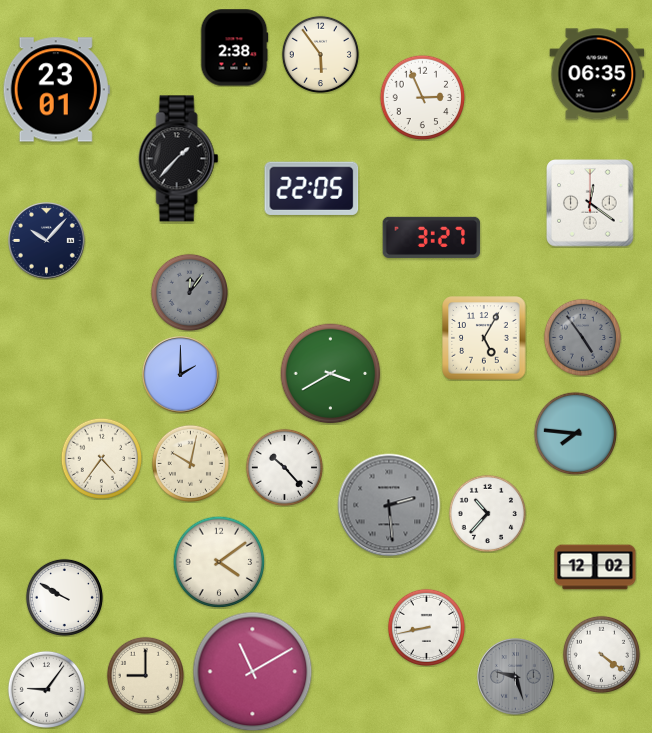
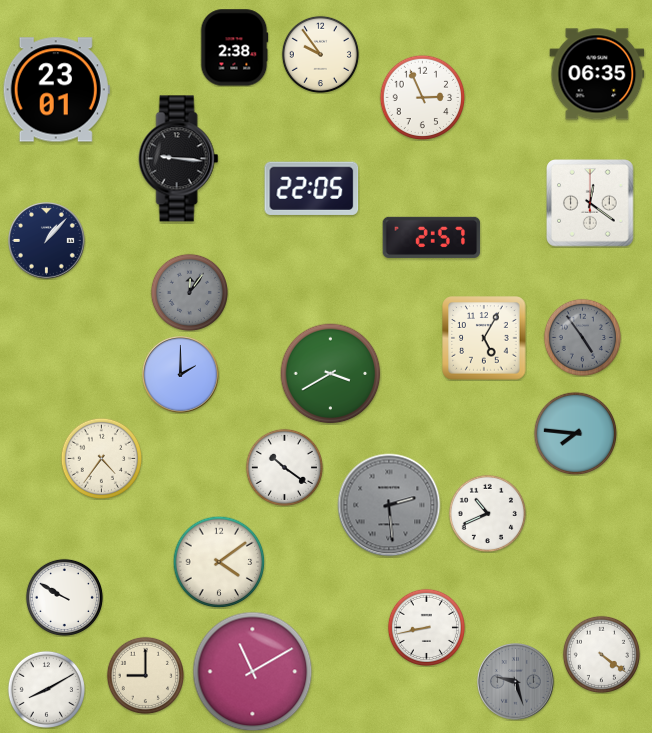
clock at (320, 54): 5:54 -> 9:54
clock at (179, 159): 1:37 -> 9:16
clock at (432, 237): 3:27 -> 2:57
clock at (47, 241): 10:07 -> 1:07
clock at (190, 463): 10:02 -> none
clock at (284, 467): 10:23 -> 10:21
clock at (487, 513): 10:37 -> 10:41
clock at (595, 567): 12:02 -> none
clock at (516, 677) position: (516, 677) -> (516, 682)
clock at (46, 689): 9:06 -> 8:10
